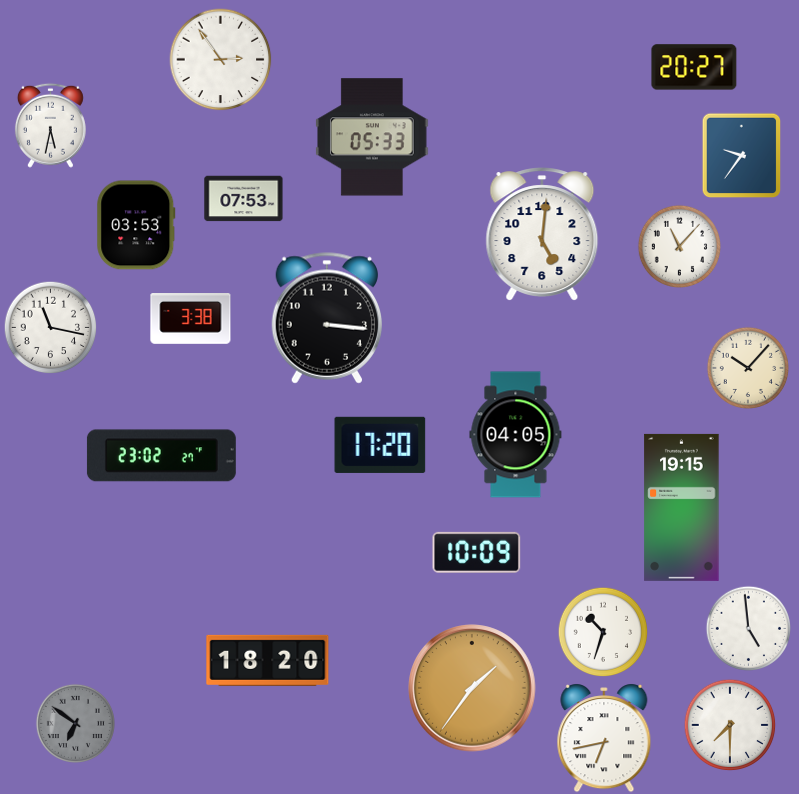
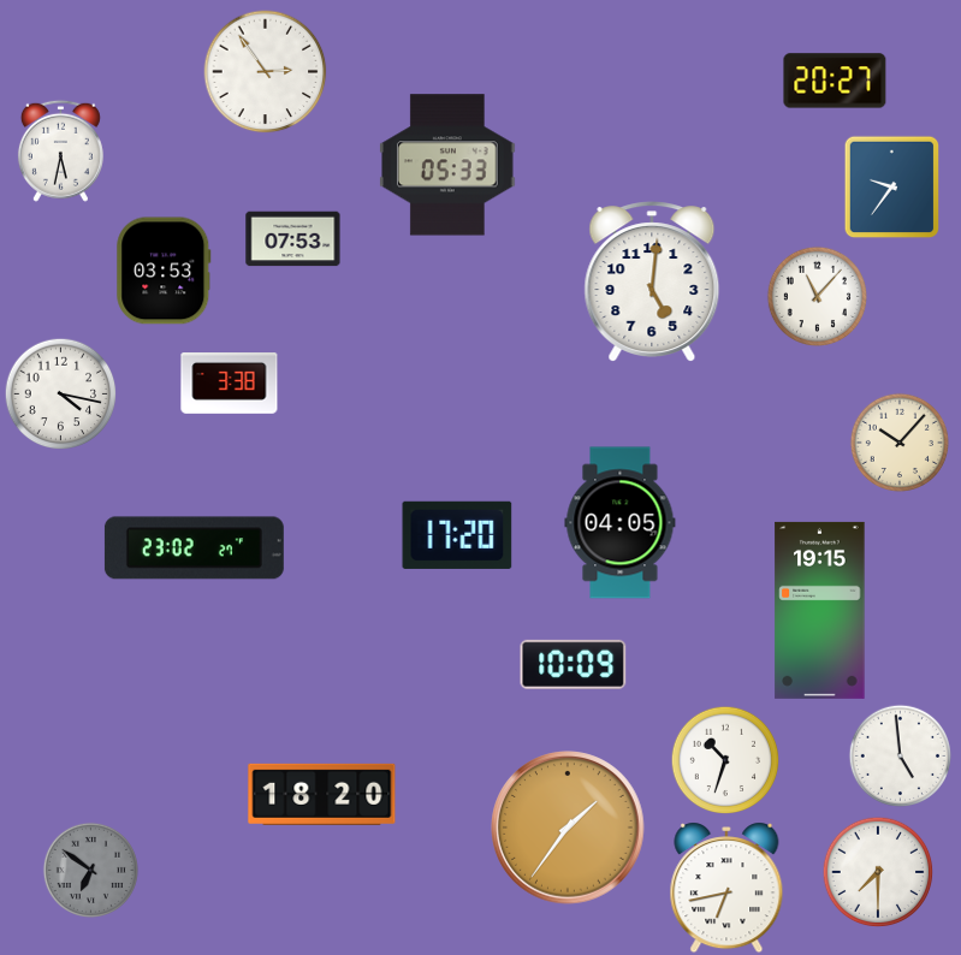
clock at (326, 318): 3:16 -> none
clock at (50, 327): 11:17 -> 4:17
